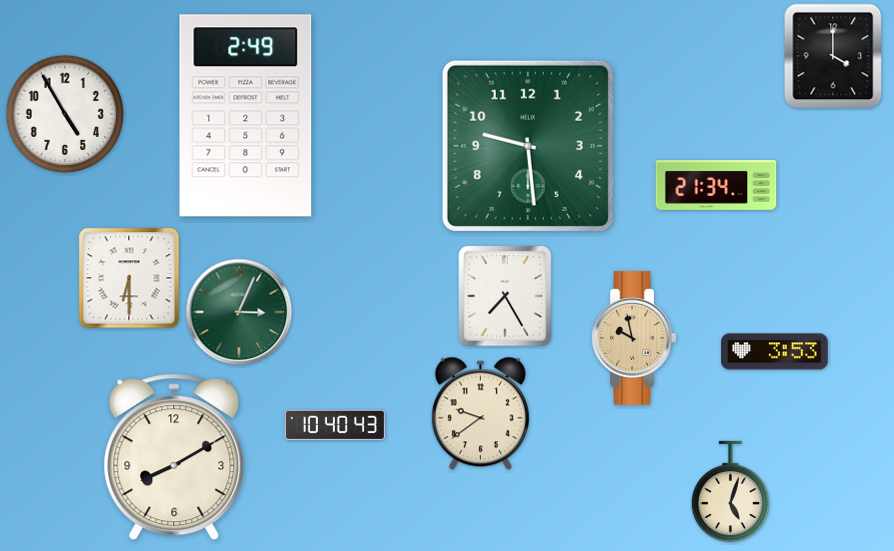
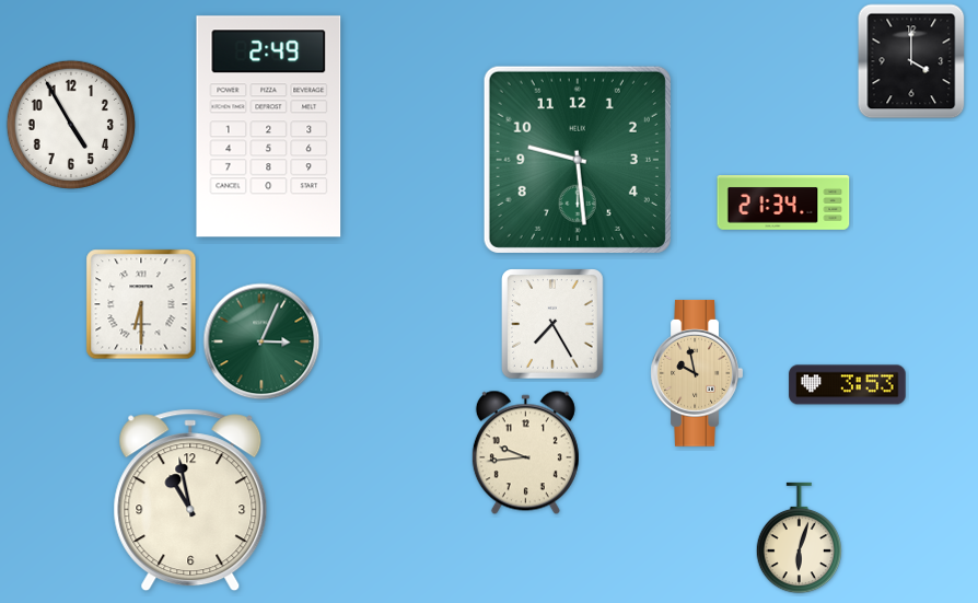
clock at (634, 338) position: (634, 338) -> (697, 373)
clock at (480, 414): 9:39 -> 9:44
clock at (335, 424): 10:40 -> none
clock at (174, 457): 8:10 -> 10:58
clock at (731, 492): 5:03 -> 6:03
